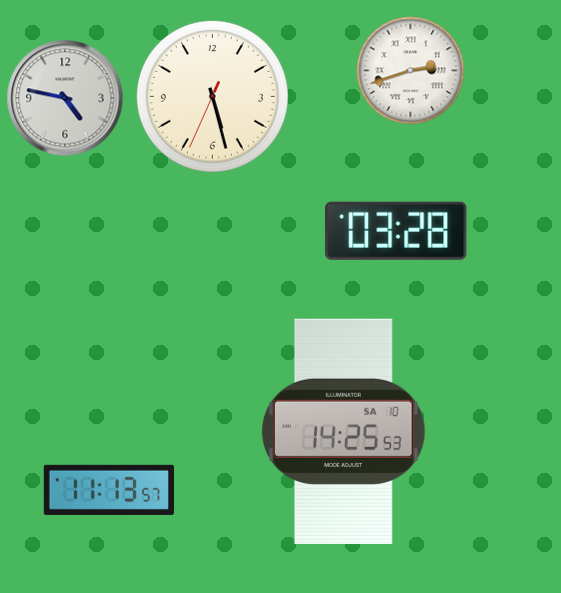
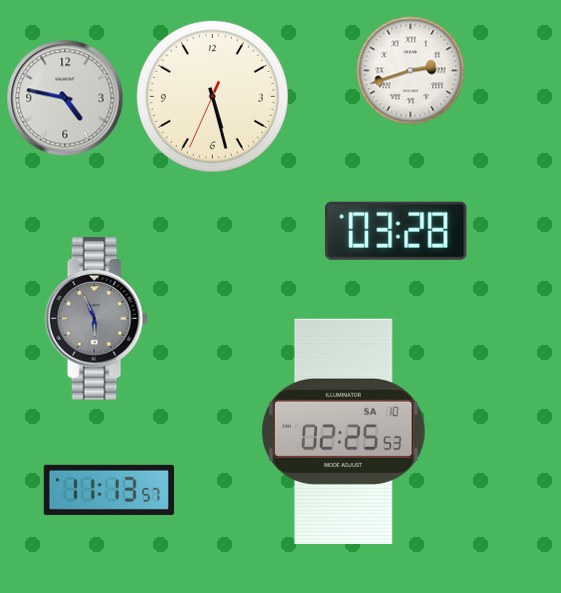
clock at (96, 319): none -> 5:56
clock at (343, 431): 14:25 -> 02:25
